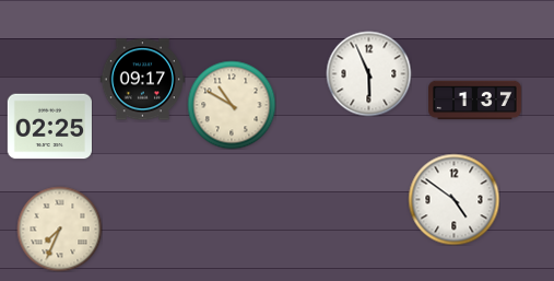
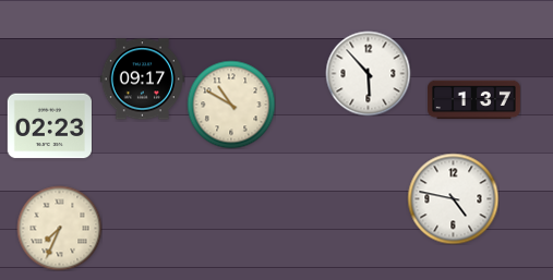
clock at (368, 73): 5:56 -> 5:53
clock at (49, 127): 02:25 -> 02:23
clock at (453, 199): 4:51 -> 4:47
